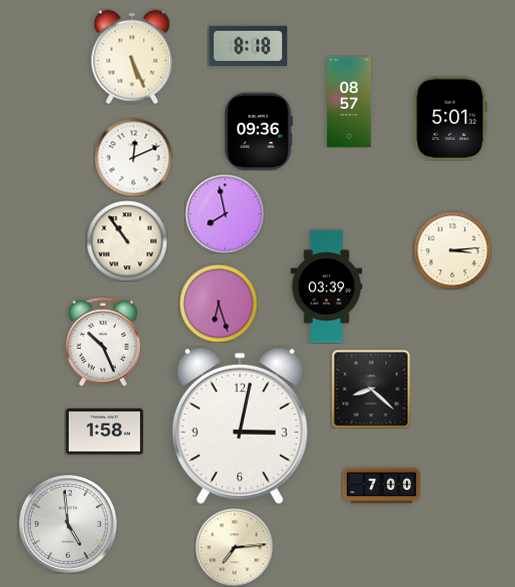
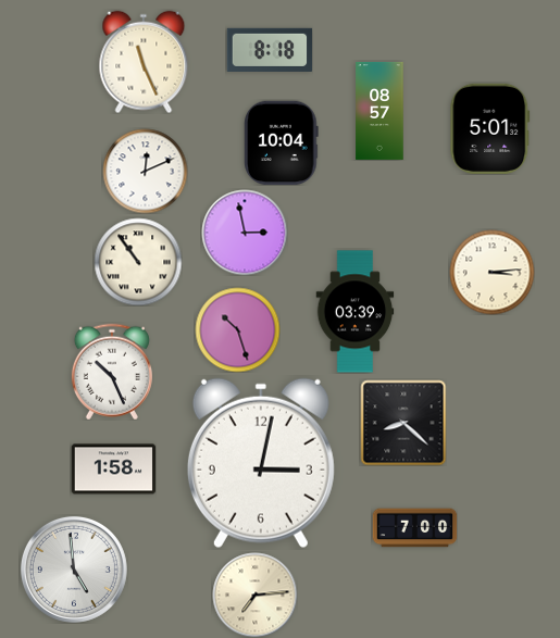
clock at (132, 57): 5:26 -> 11:26
clock at (259, 131): 09:36 -> 10:04
clock at (225, 214): 7:58 -> 2:58
clock at (218, 303): 6:27 -> 10:27
